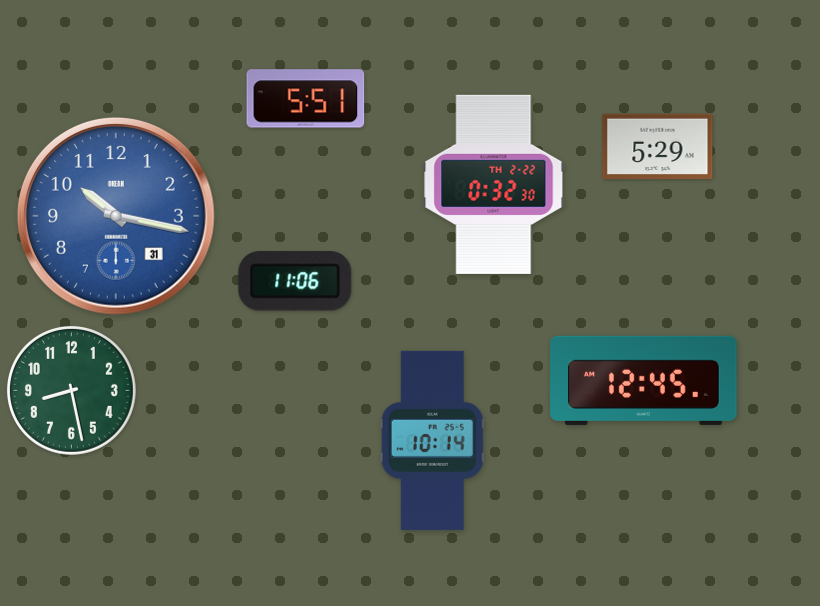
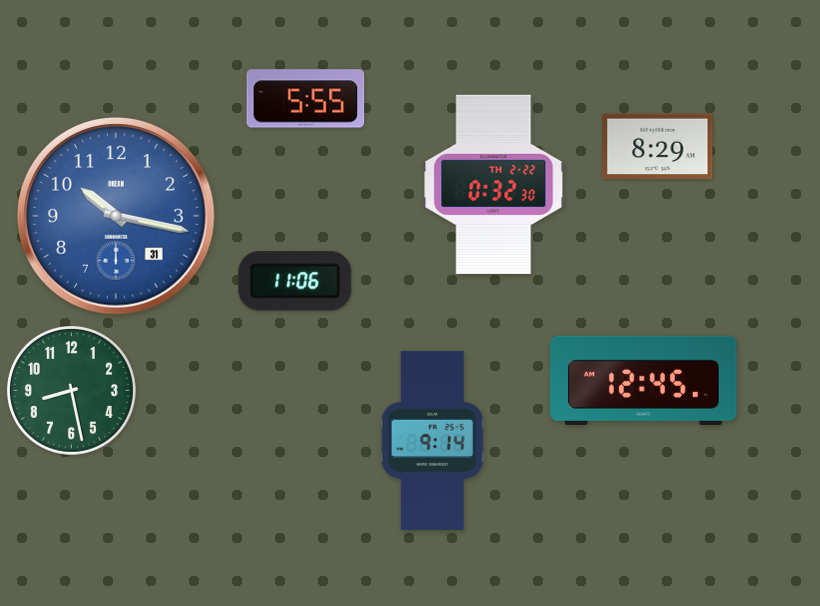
clock at (306, 99): 5:51 -> 5:55
clock at (658, 147): 5:29 -> 8:29
clock at (432, 440): 10:14 -> 9:14
